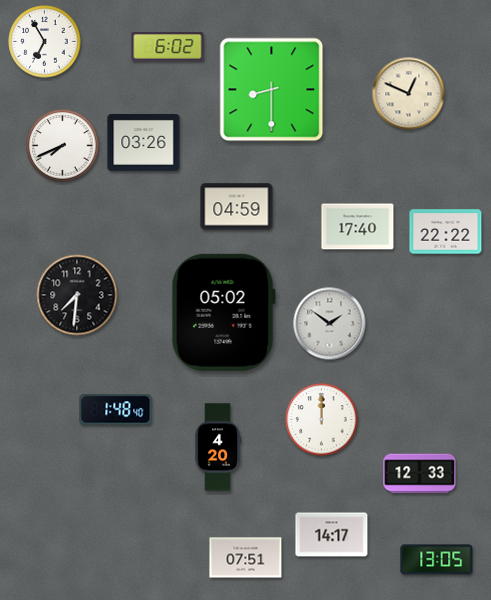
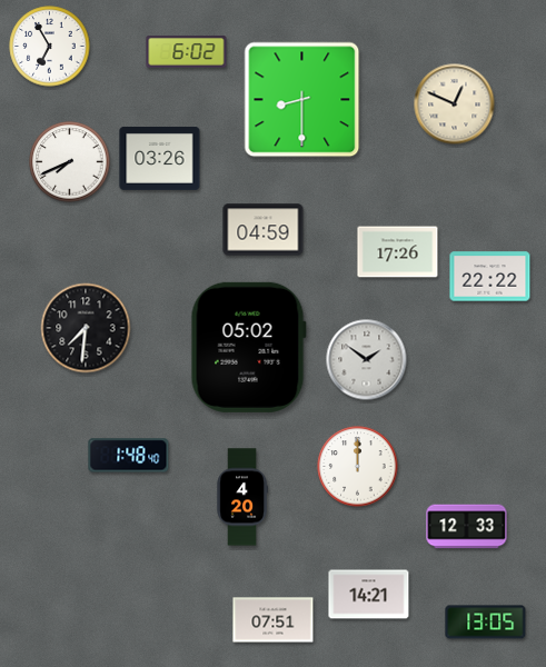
clock at (358, 227): 17:40 -> 17:26
clock at (446, 232) position: (446, 232) -> (490, 277)
clock at (332, 535): 14:17 -> 14:21
